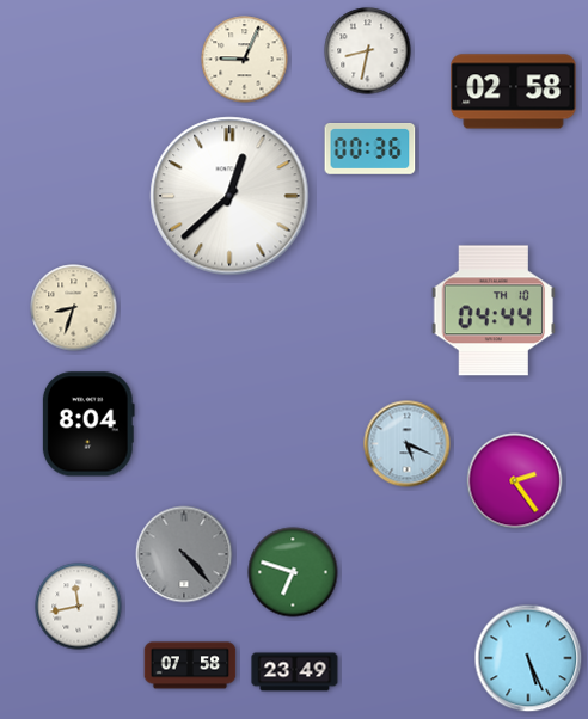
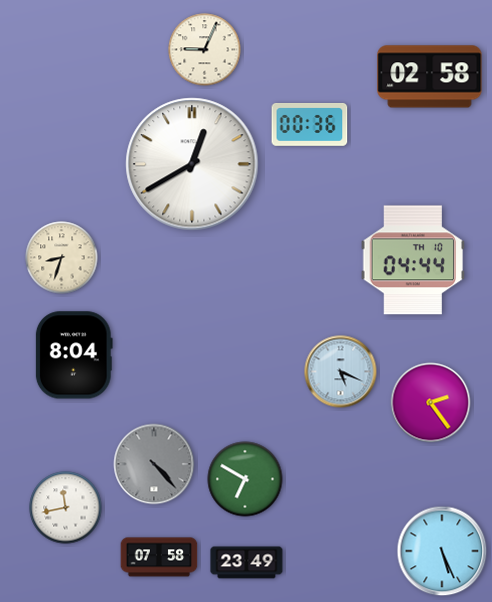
clock at (368, 51): 8:32 -> none
clock at (229, 196): 12:38 -> 12:40
clock at (293, 572): 6:48 -> 6:50
